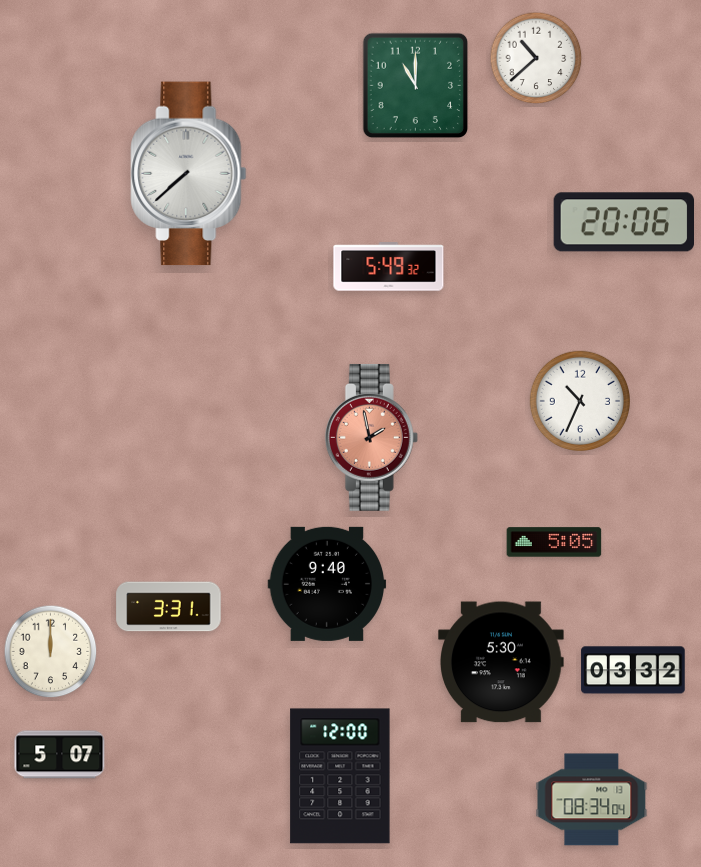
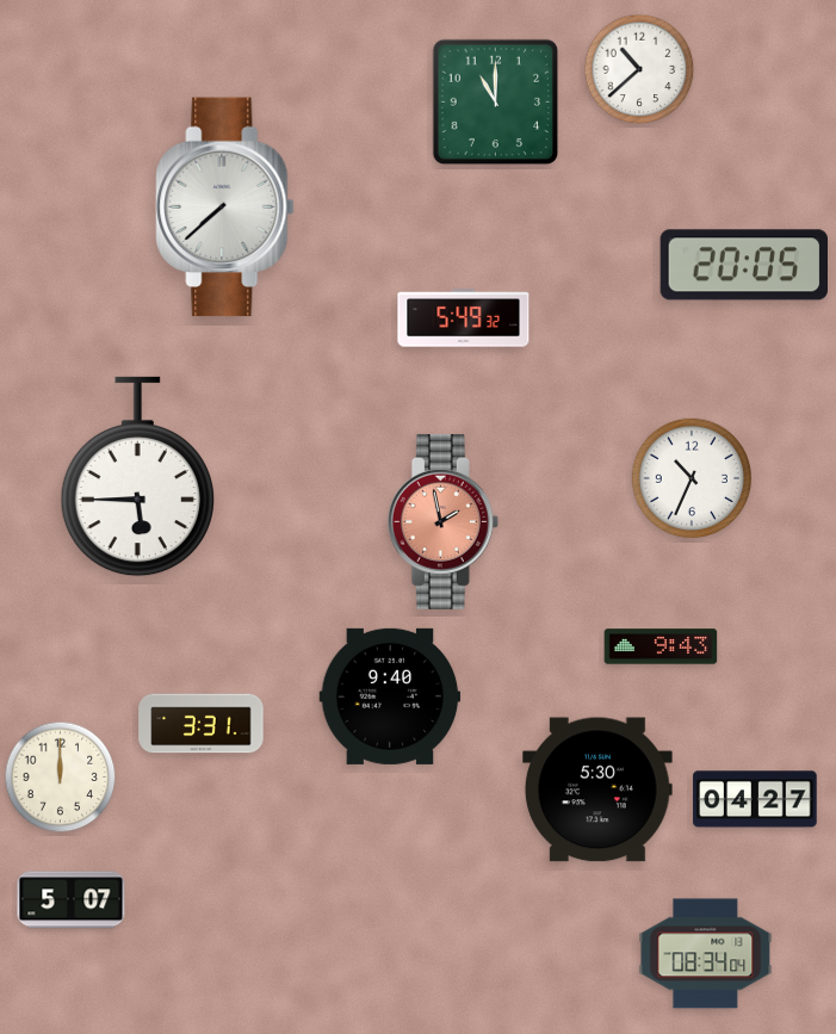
clock at (623, 222): 20:06 -> 20:05
clock at (137, 477): none -> 5:45
clock at (554, 542): 5:05 -> 9:43
clock at (633, 670): 03:32 -> 04:27
clock at (340, 776): 12:00 -> none
